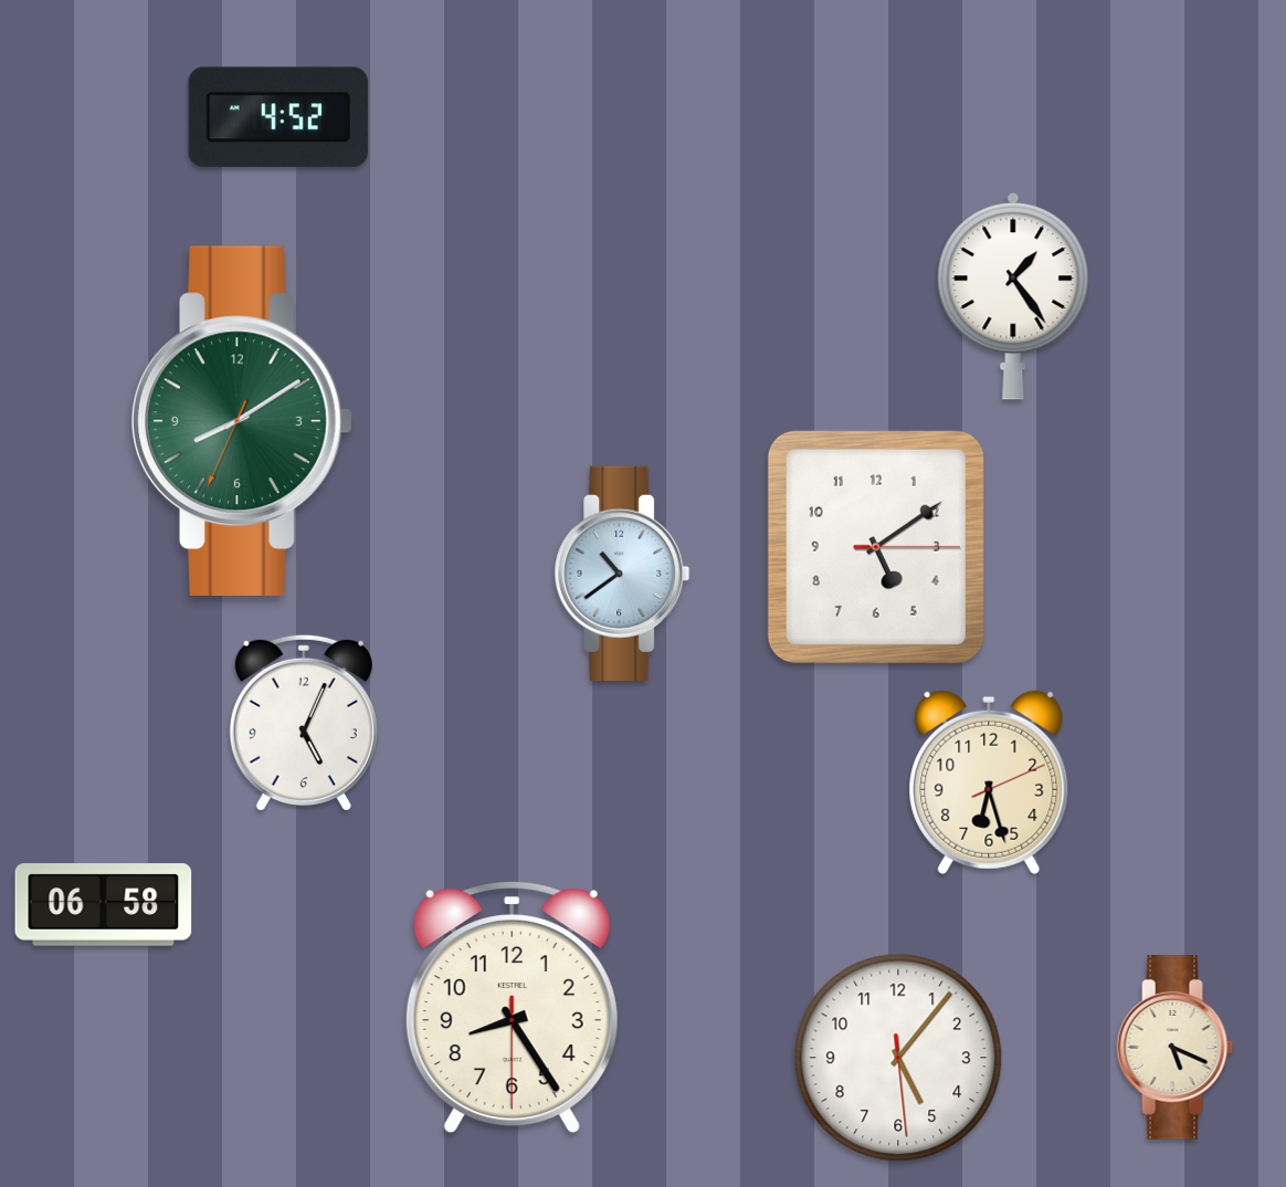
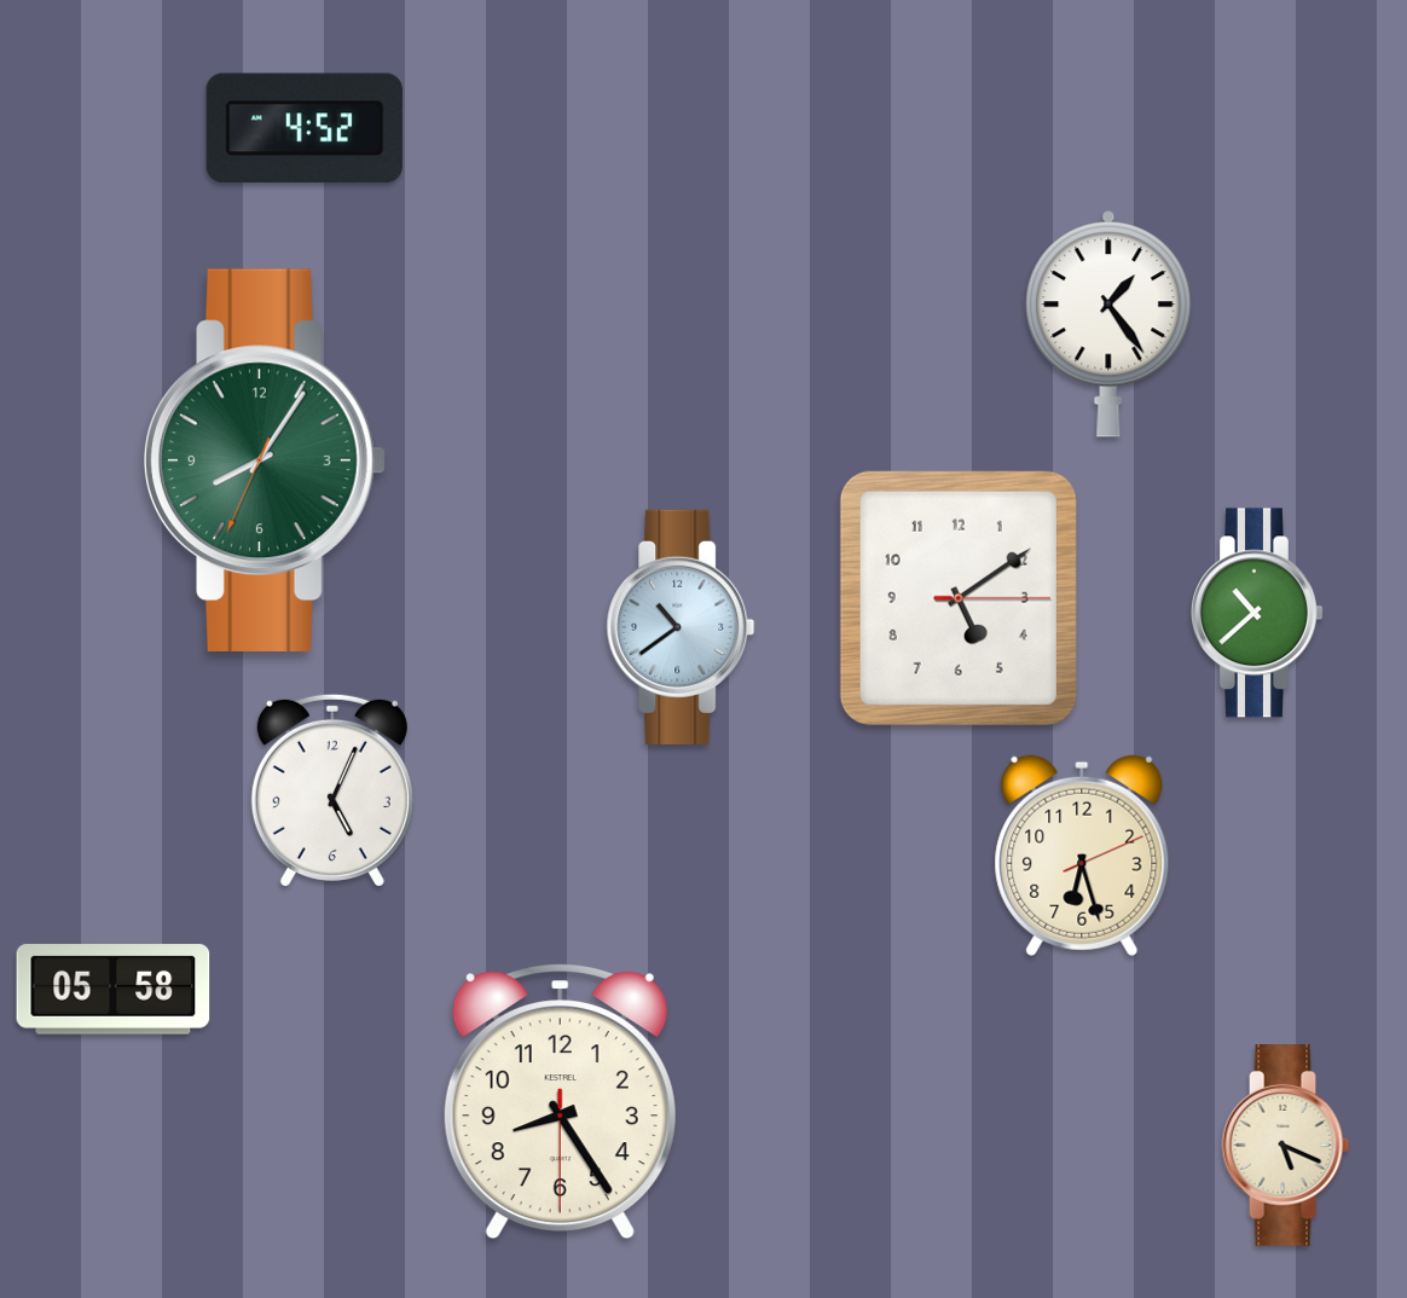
clock at (243, 421): 8:09 -> 8:05
clock at (1258, 613): none -> 10:38
clock at (104, 905): 06:58 -> 05:58
clock at (898, 1058): 5:06 -> none
